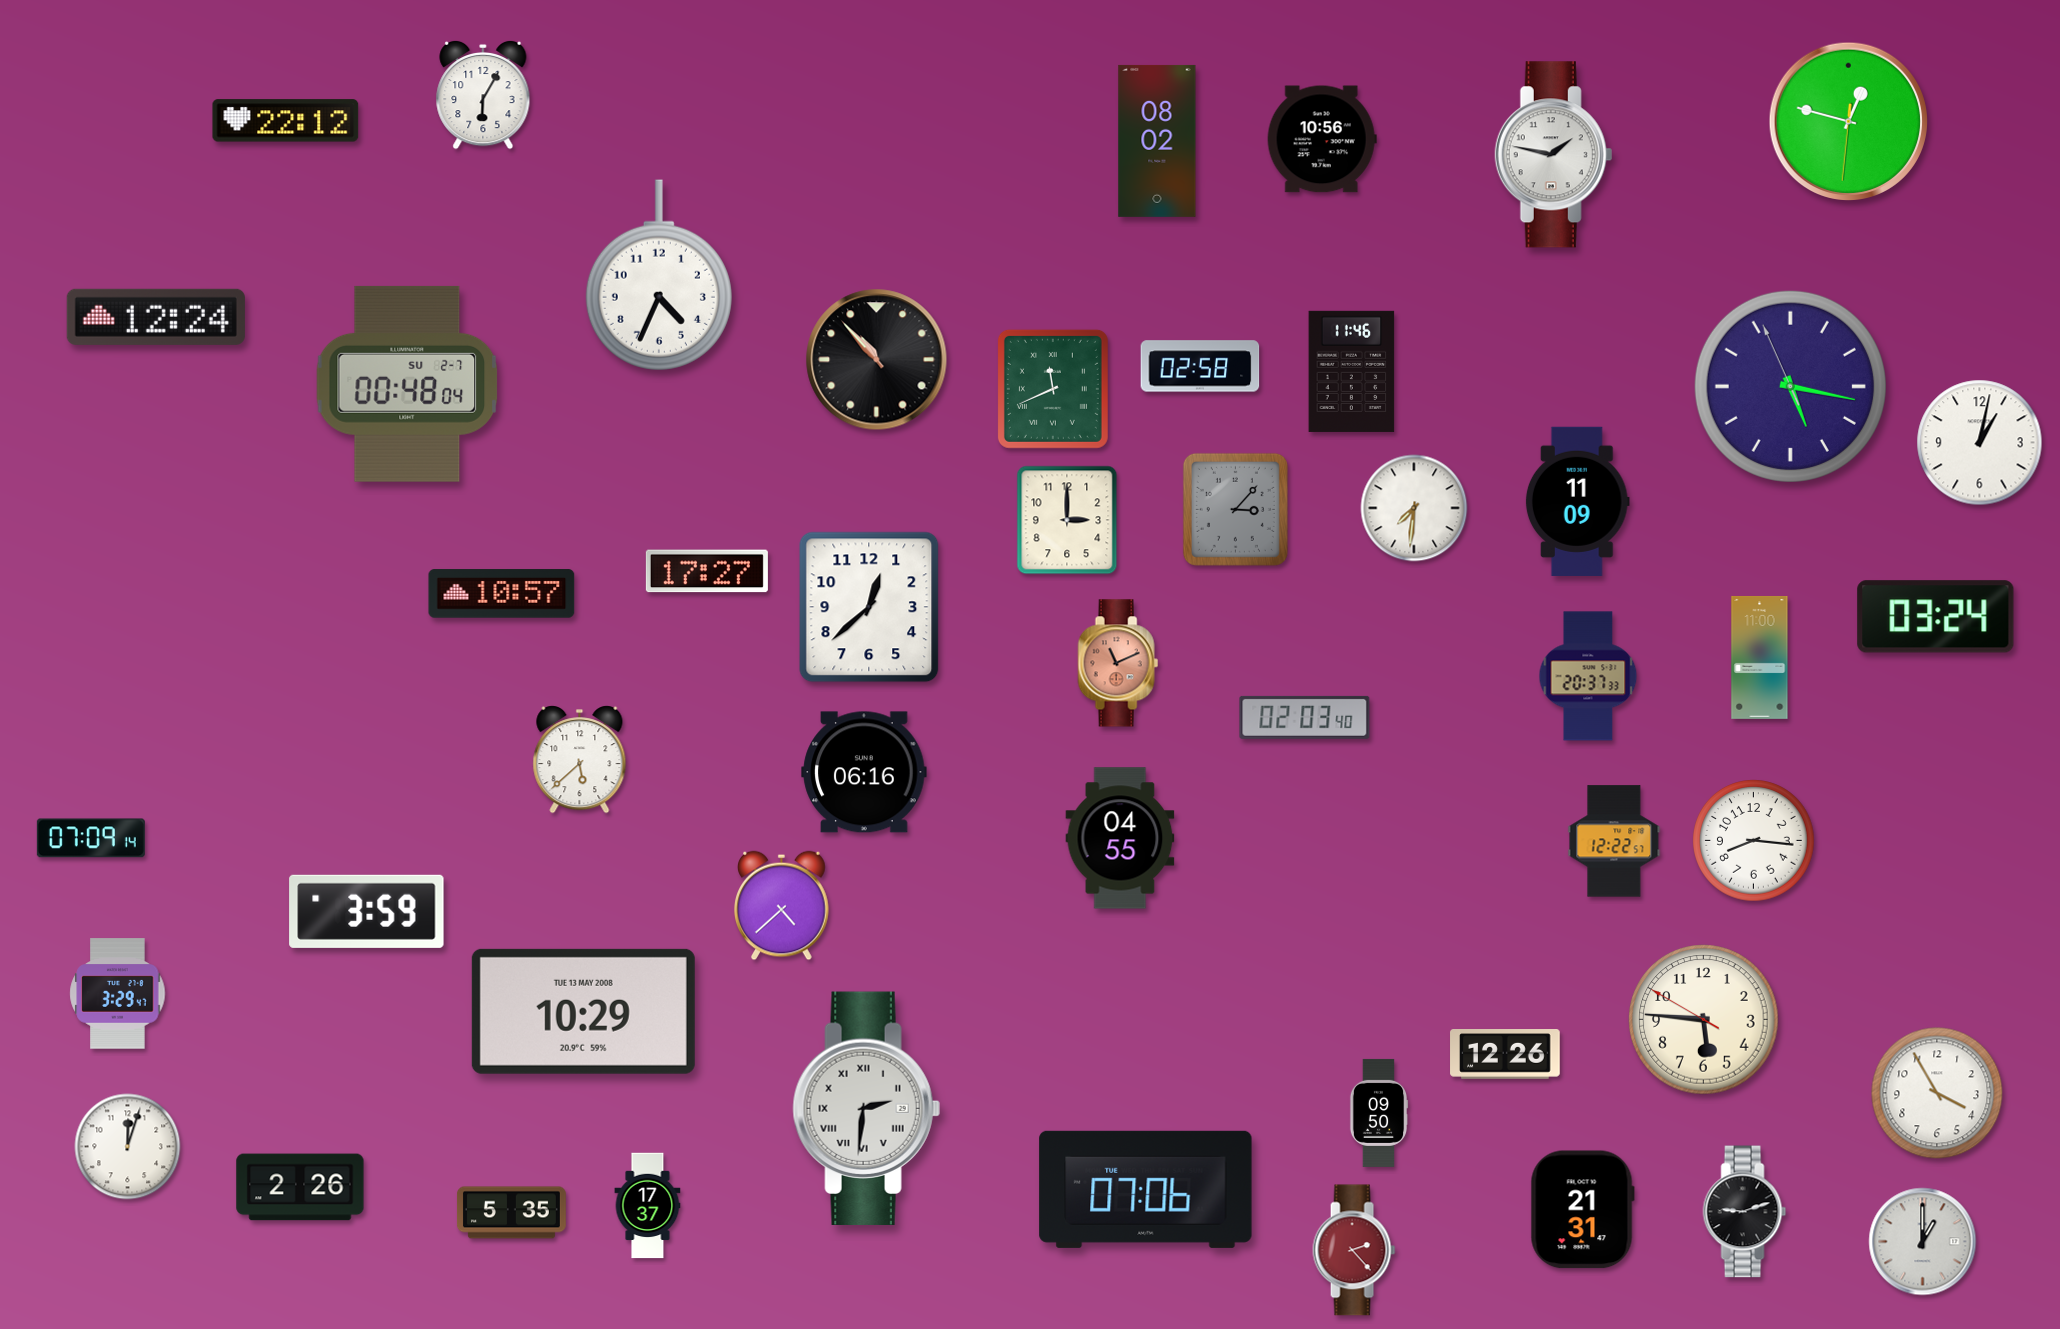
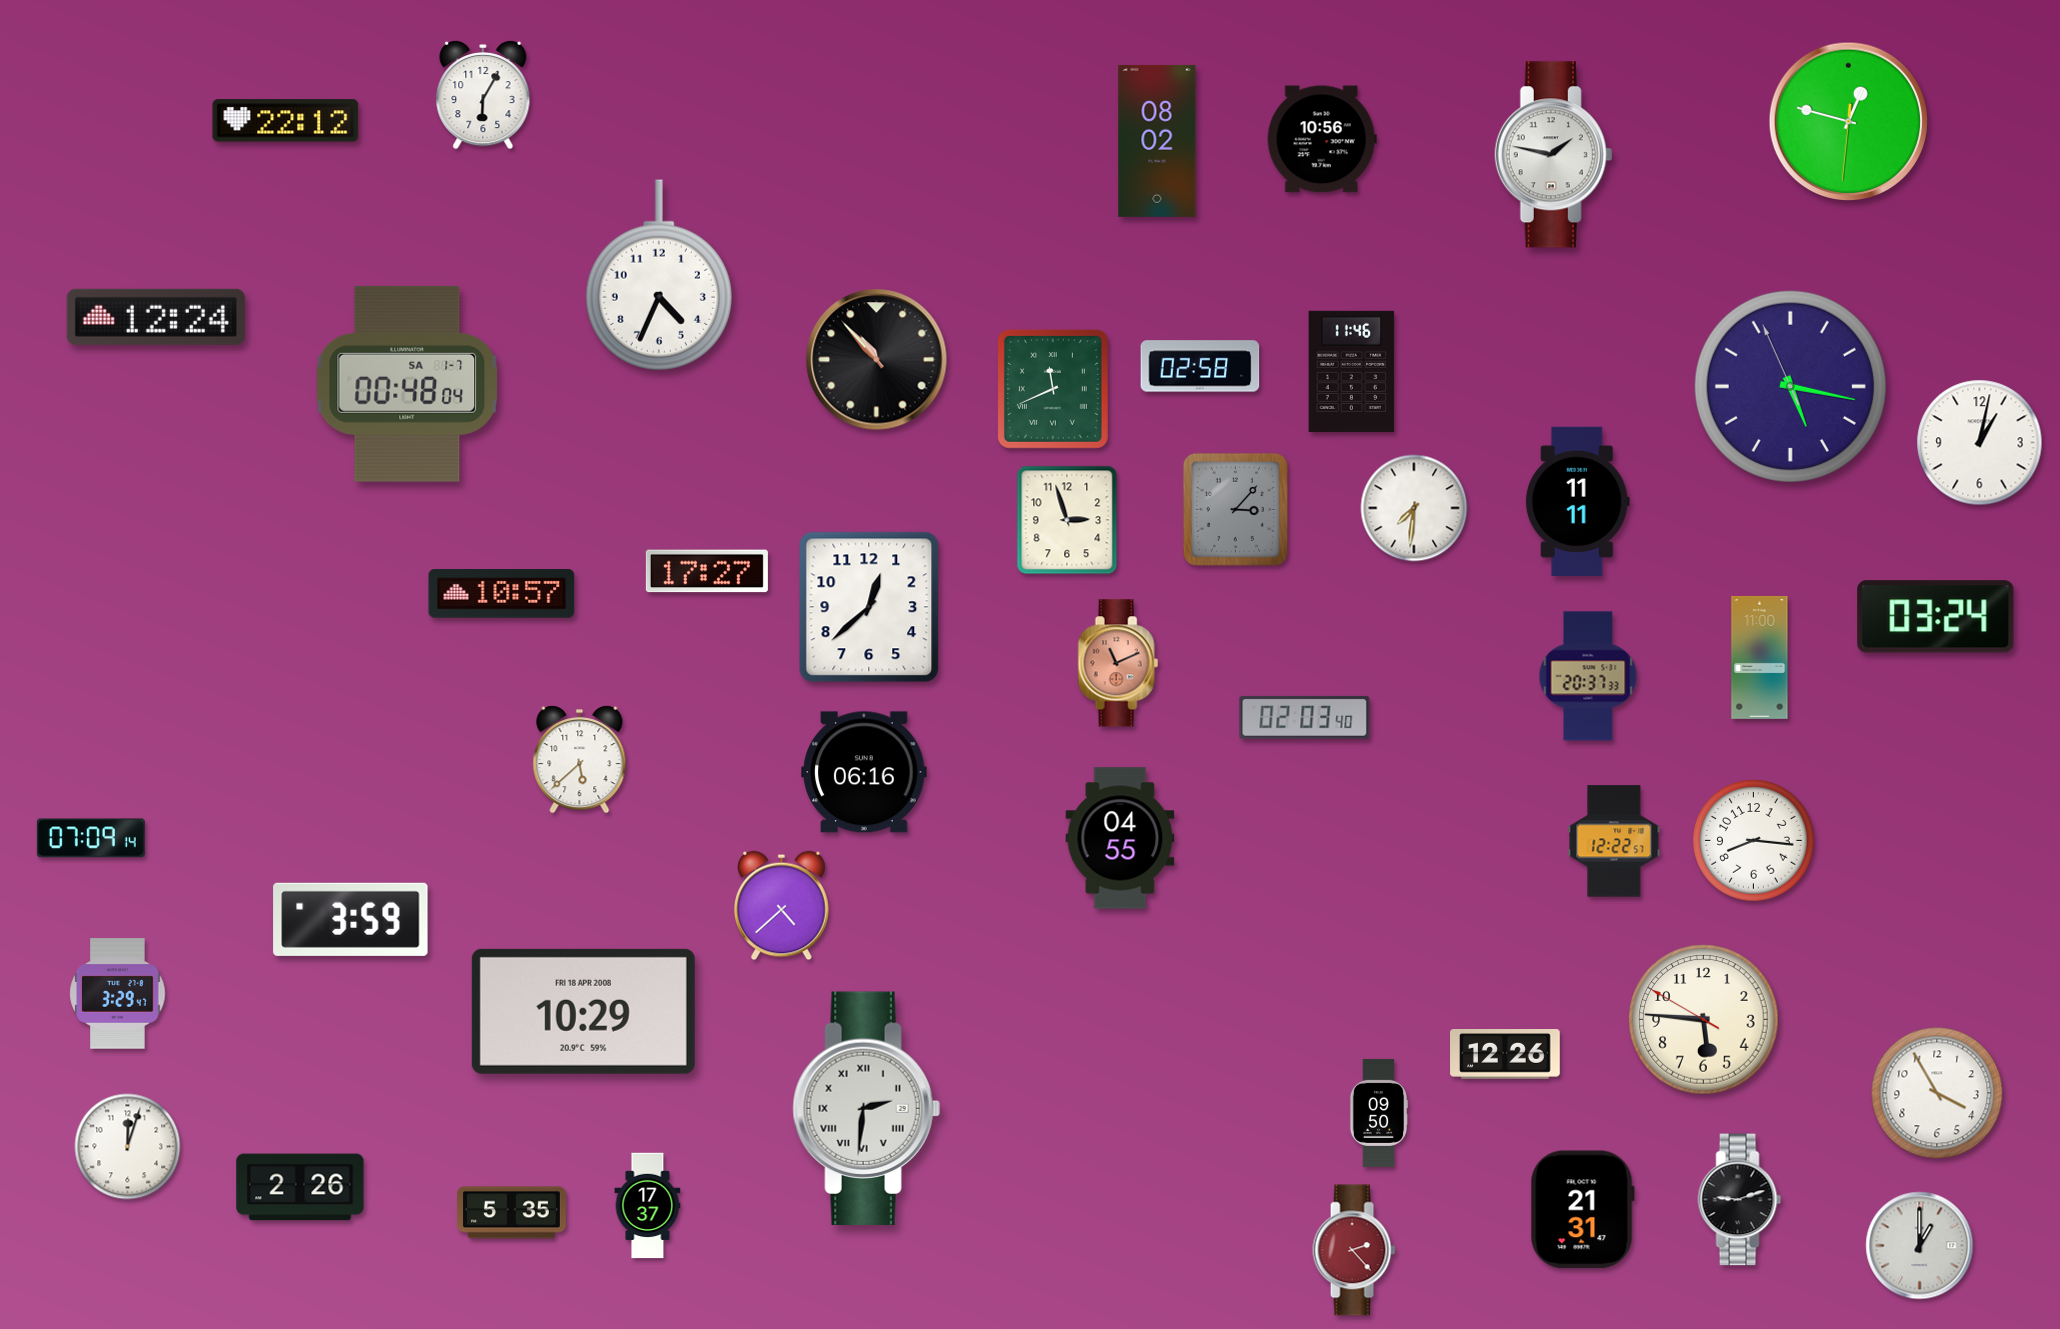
clock at (407, 384) date: SU 2-7 -> SA 1-7
clock at (1577, 501): 11:09 -> 11:11
clock at (1067, 520): 3:00 -> 2:57
clock at (367, 911) position: (367, 911) -> (351, 919)
clock at (583, 1011) date: TUE 13 MAY 2008 -> FRI 18 APR 2008
clock at (1146, 1189): 07:06 -> none
clock at (1745, 1212) position: (1745, 1212) -> (1740, 1200)
clock at (1923, 1242) position: (1923, 1242) -> (1920, 1246)
